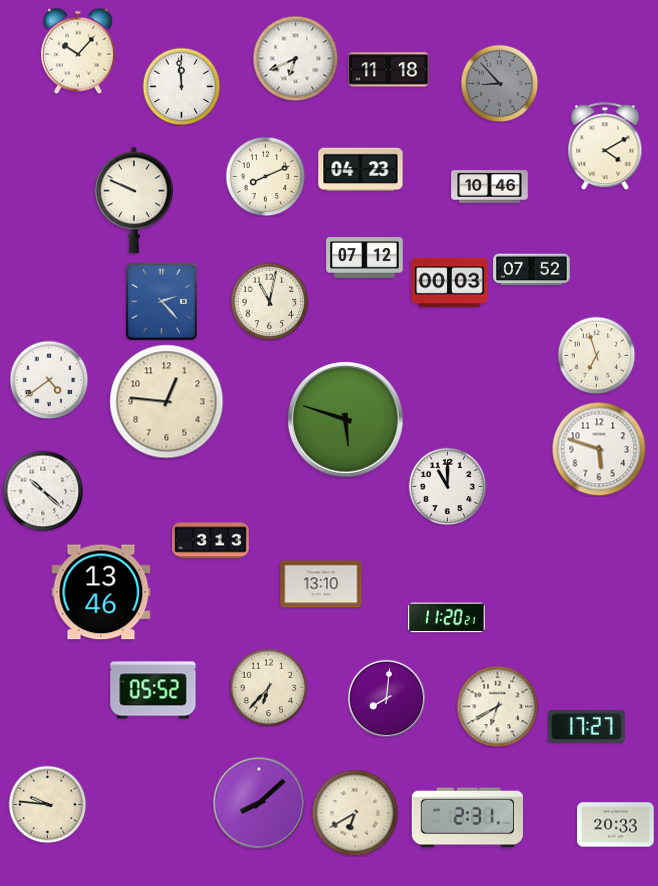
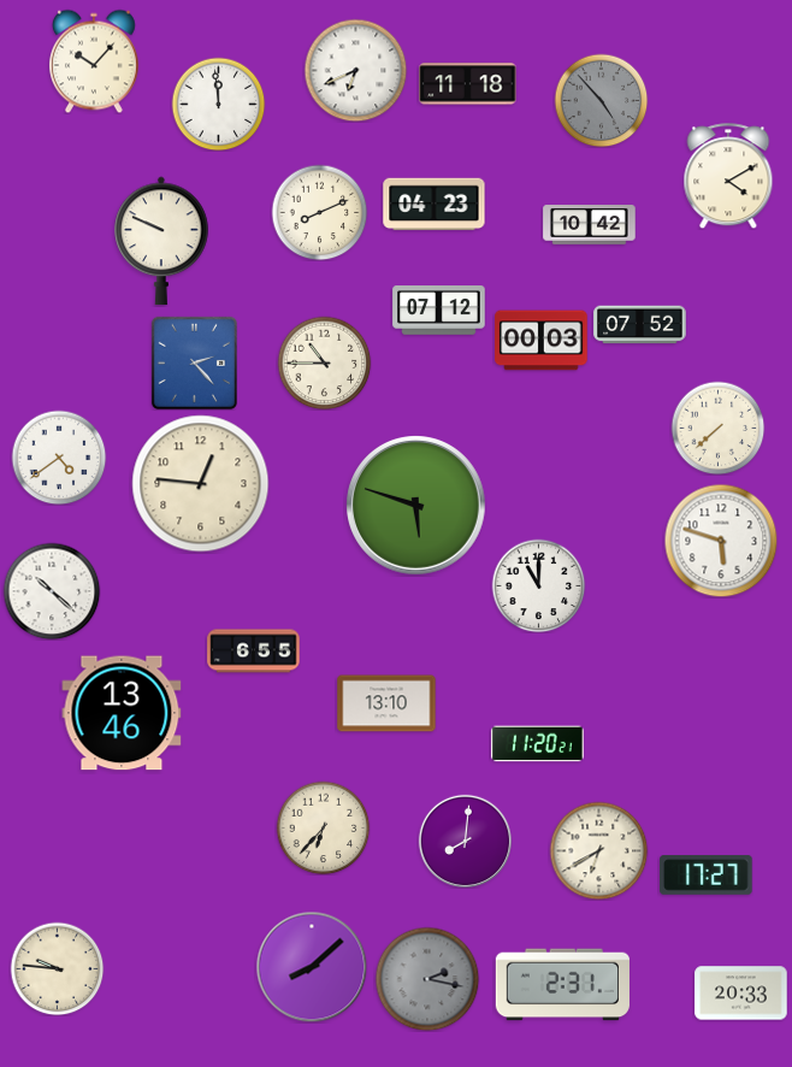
clock at (499, 83): 8:53 -> 4:53
clock at (490, 187): 10:46 -> 10:42
clock at (269, 301): 11:02 -> 10:45
clock at (596, 355): 6:57 -> 7:38
clock at (211, 541): 3:13 -> 6:55
clock at (153, 690): 05:52 -> none
clock at (355, 813): 6:40 -> 2:17
clock at (355, 813) dial: cream -> grey
